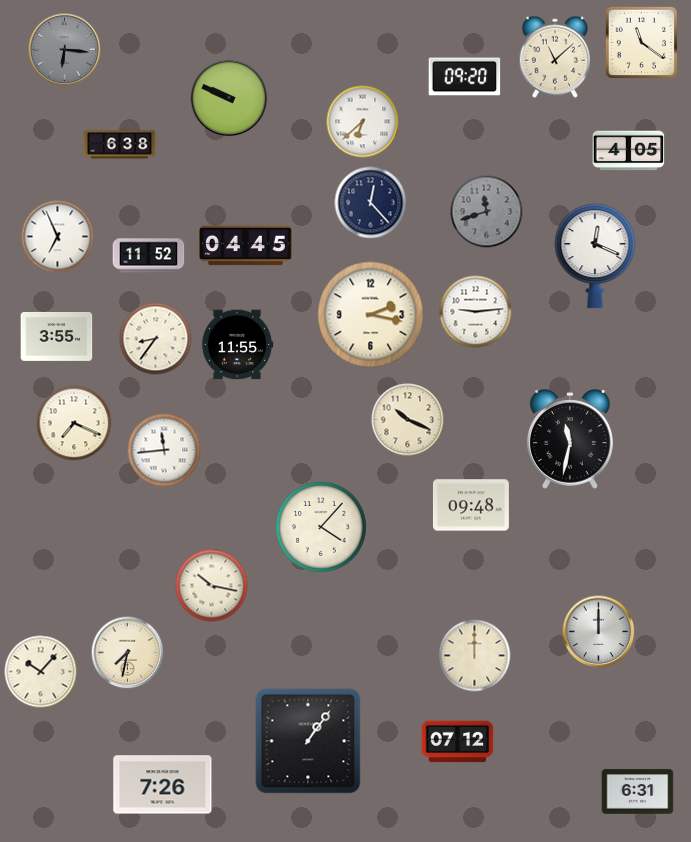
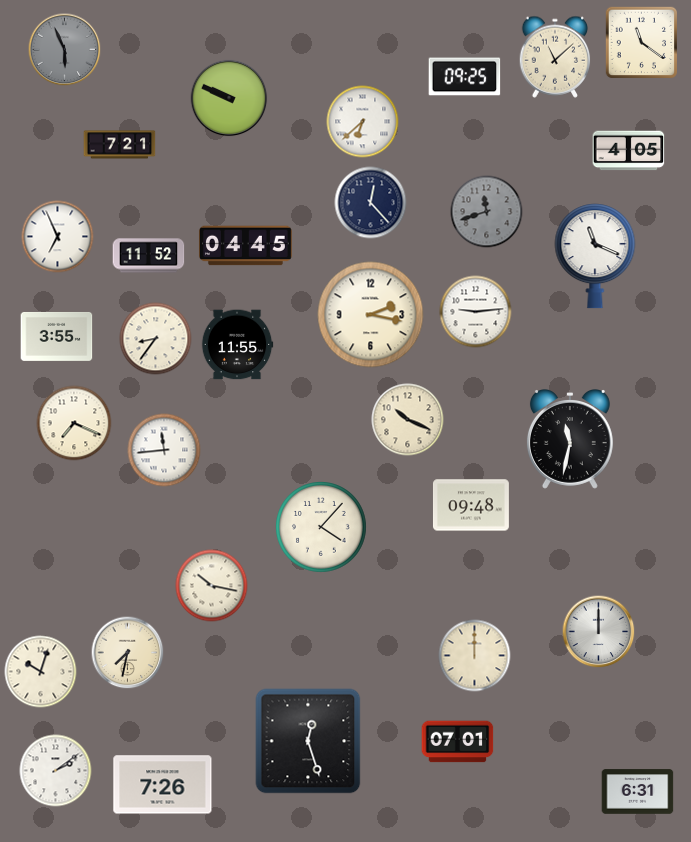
clock at (65, 50): 6:16 -> 5:56
clock at (465, 77): 09:20 -> 09:25
clock at (120, 145): 6:38 -> 7:21
clock at (595, 256): 12:19 -> 11:19
clock at (41, 672): 10:07 -> 10:03
clock at (308, 741): 1:06 -> 12:27
clock at (458, 742): 07:12 -> 07:01
clock at (56, 771): none -> 2:09
